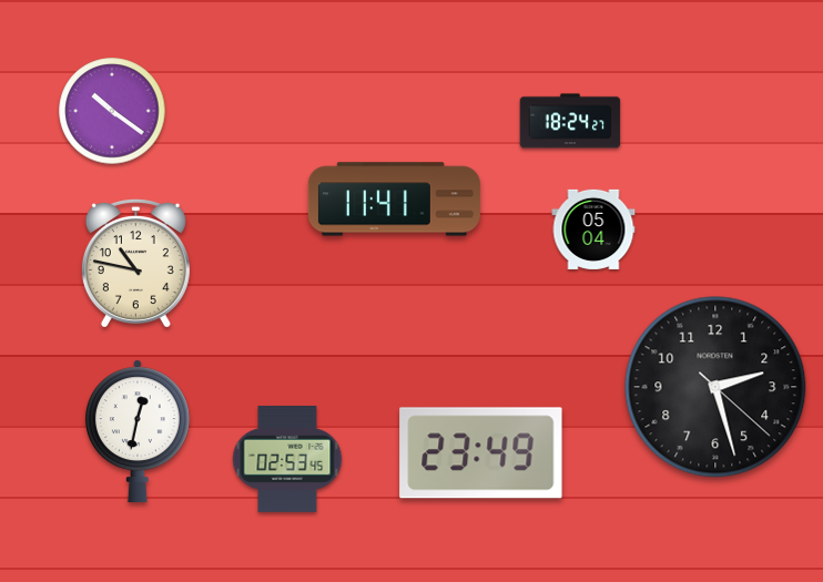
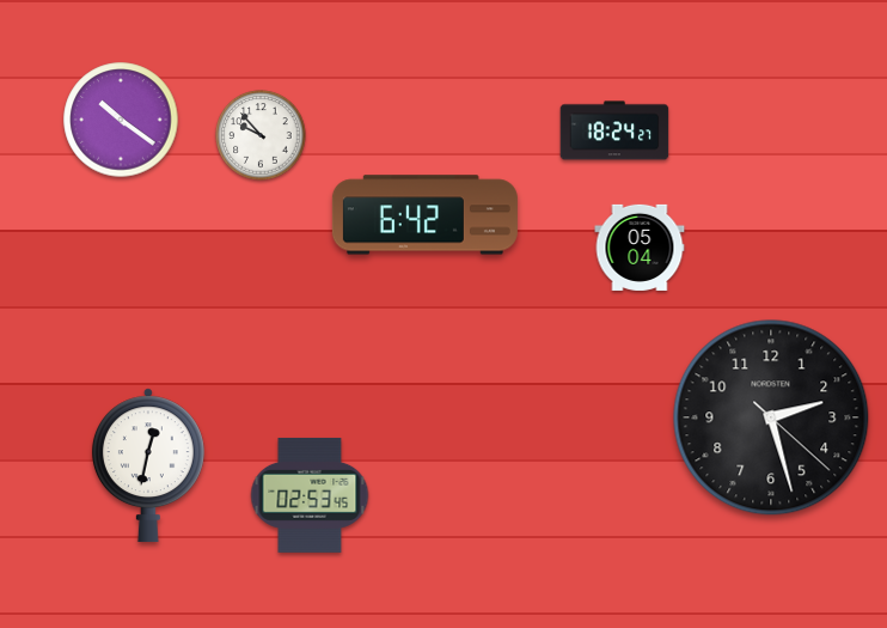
clock at (261, 135): none -> 9:53
clock at (394, 200): 11:41 -> 6:42
clock at (135, 264): 10:47 -> none
clock at (481, 453): 23:49 -> none
